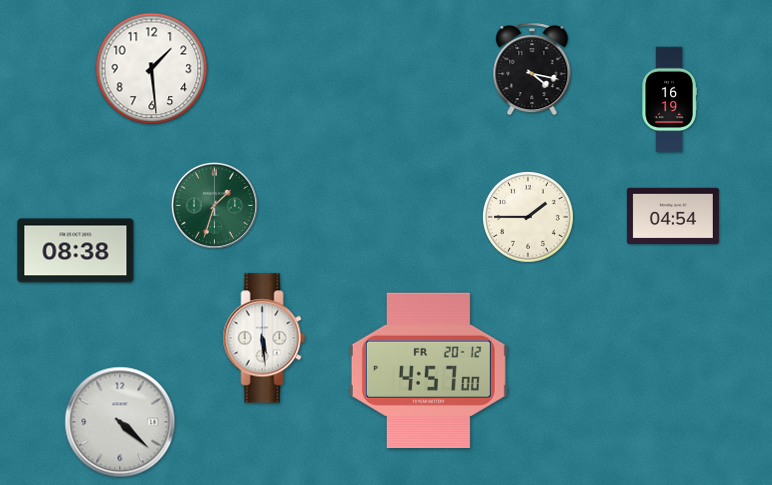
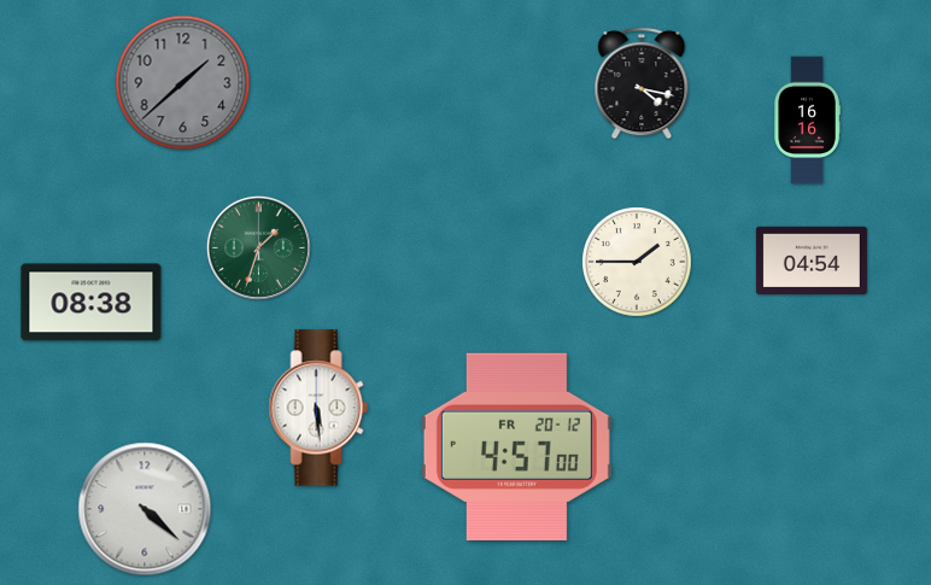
clock at (152, 69): 1:29 -> 1:38
clock at (152, 69) dial: white -> grey
clock at (669, 100): 16:19 -> 16:16
